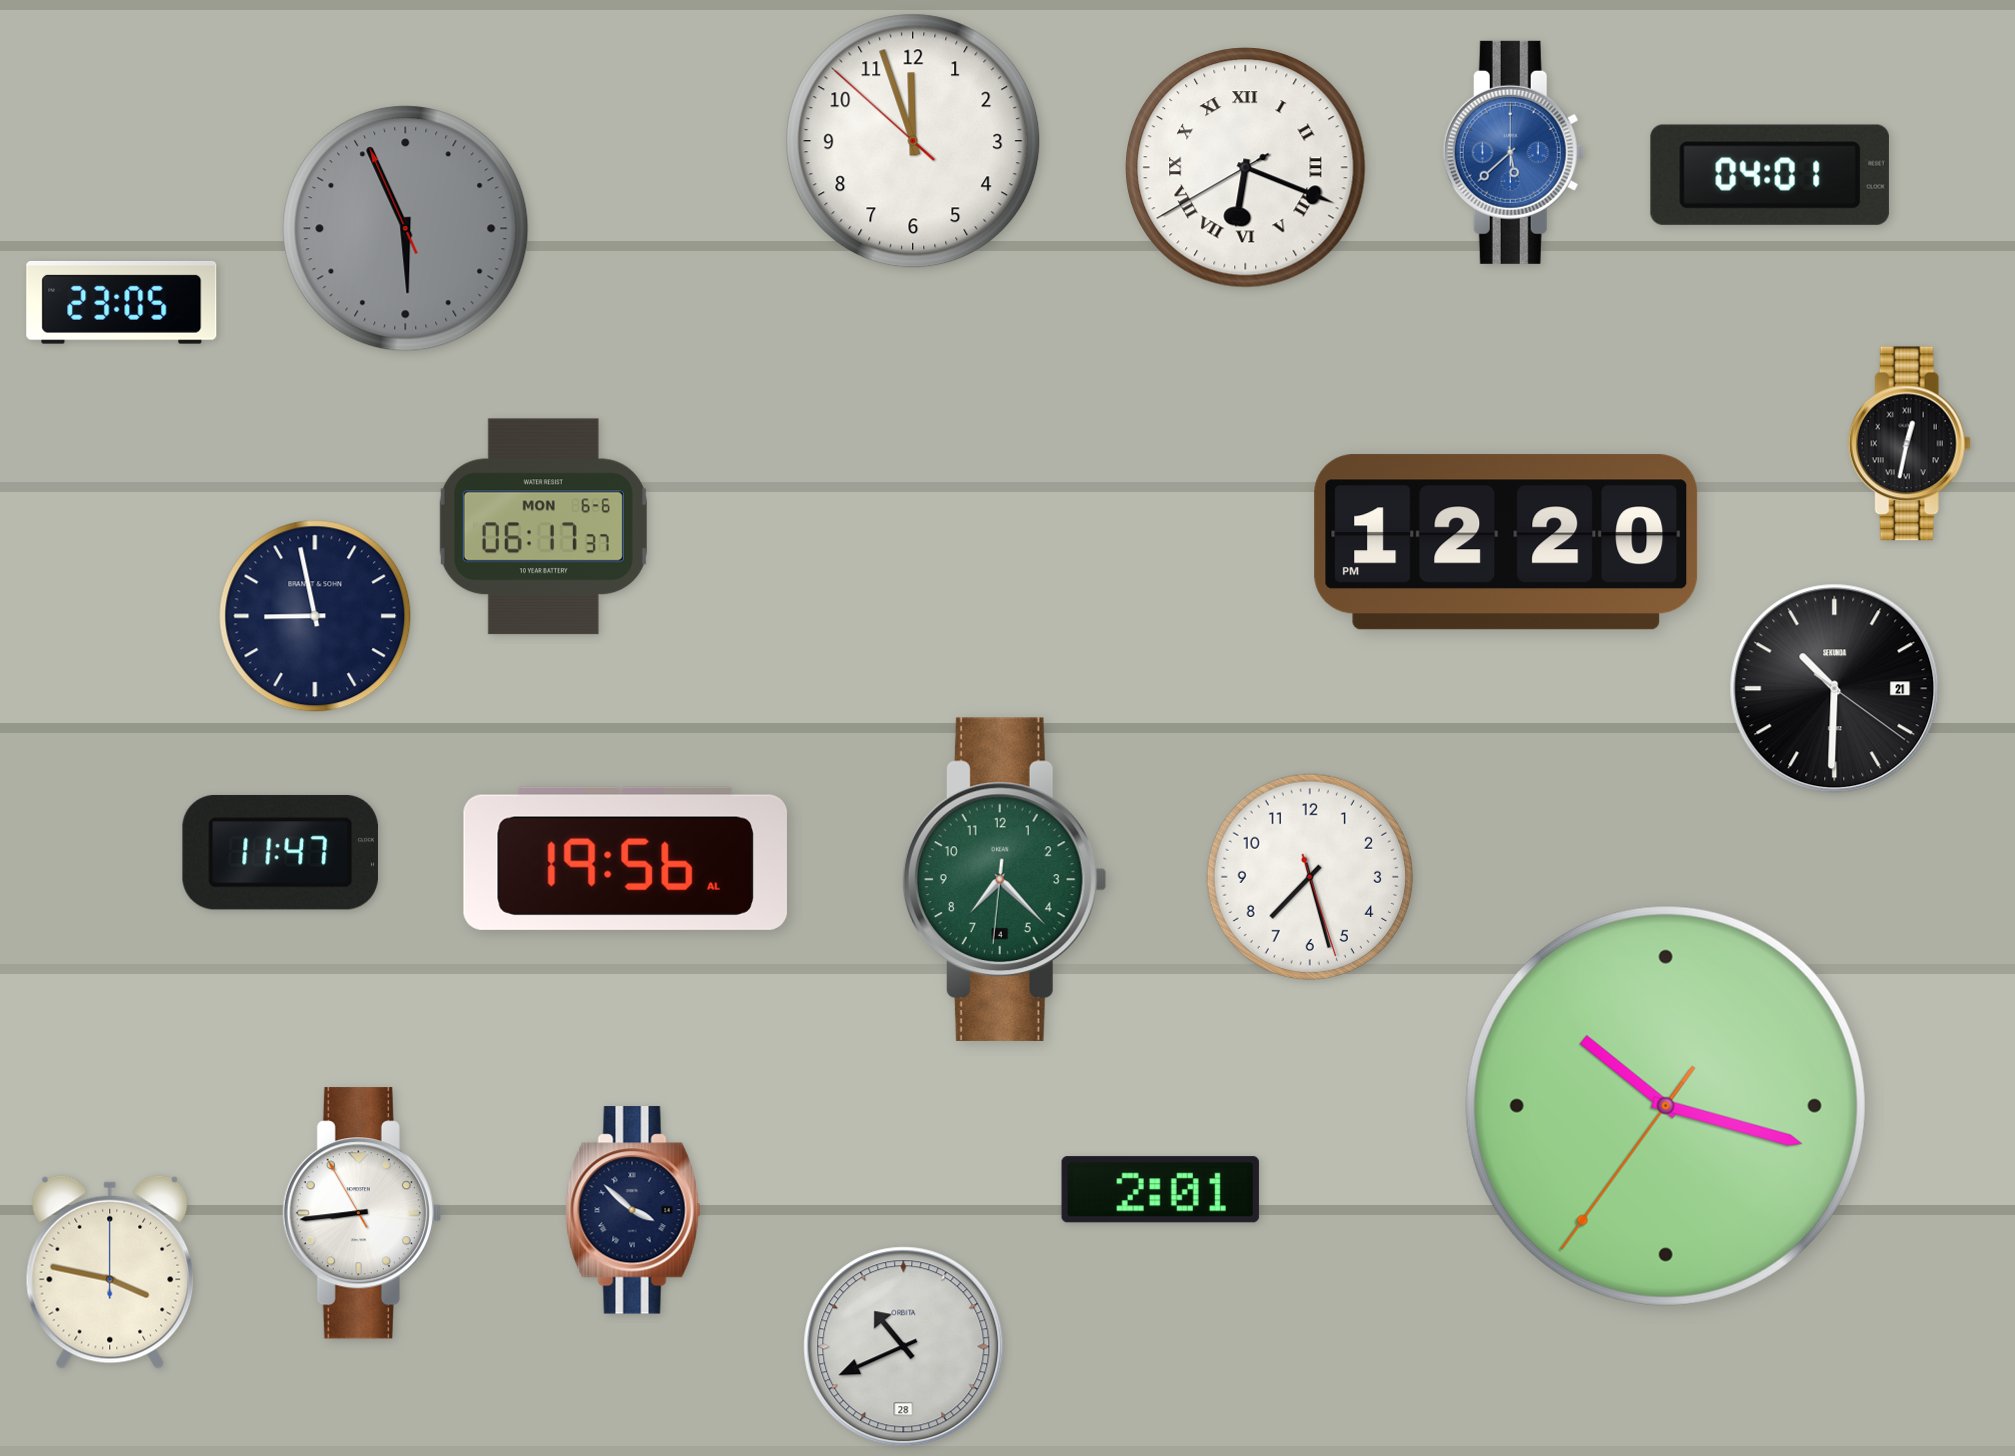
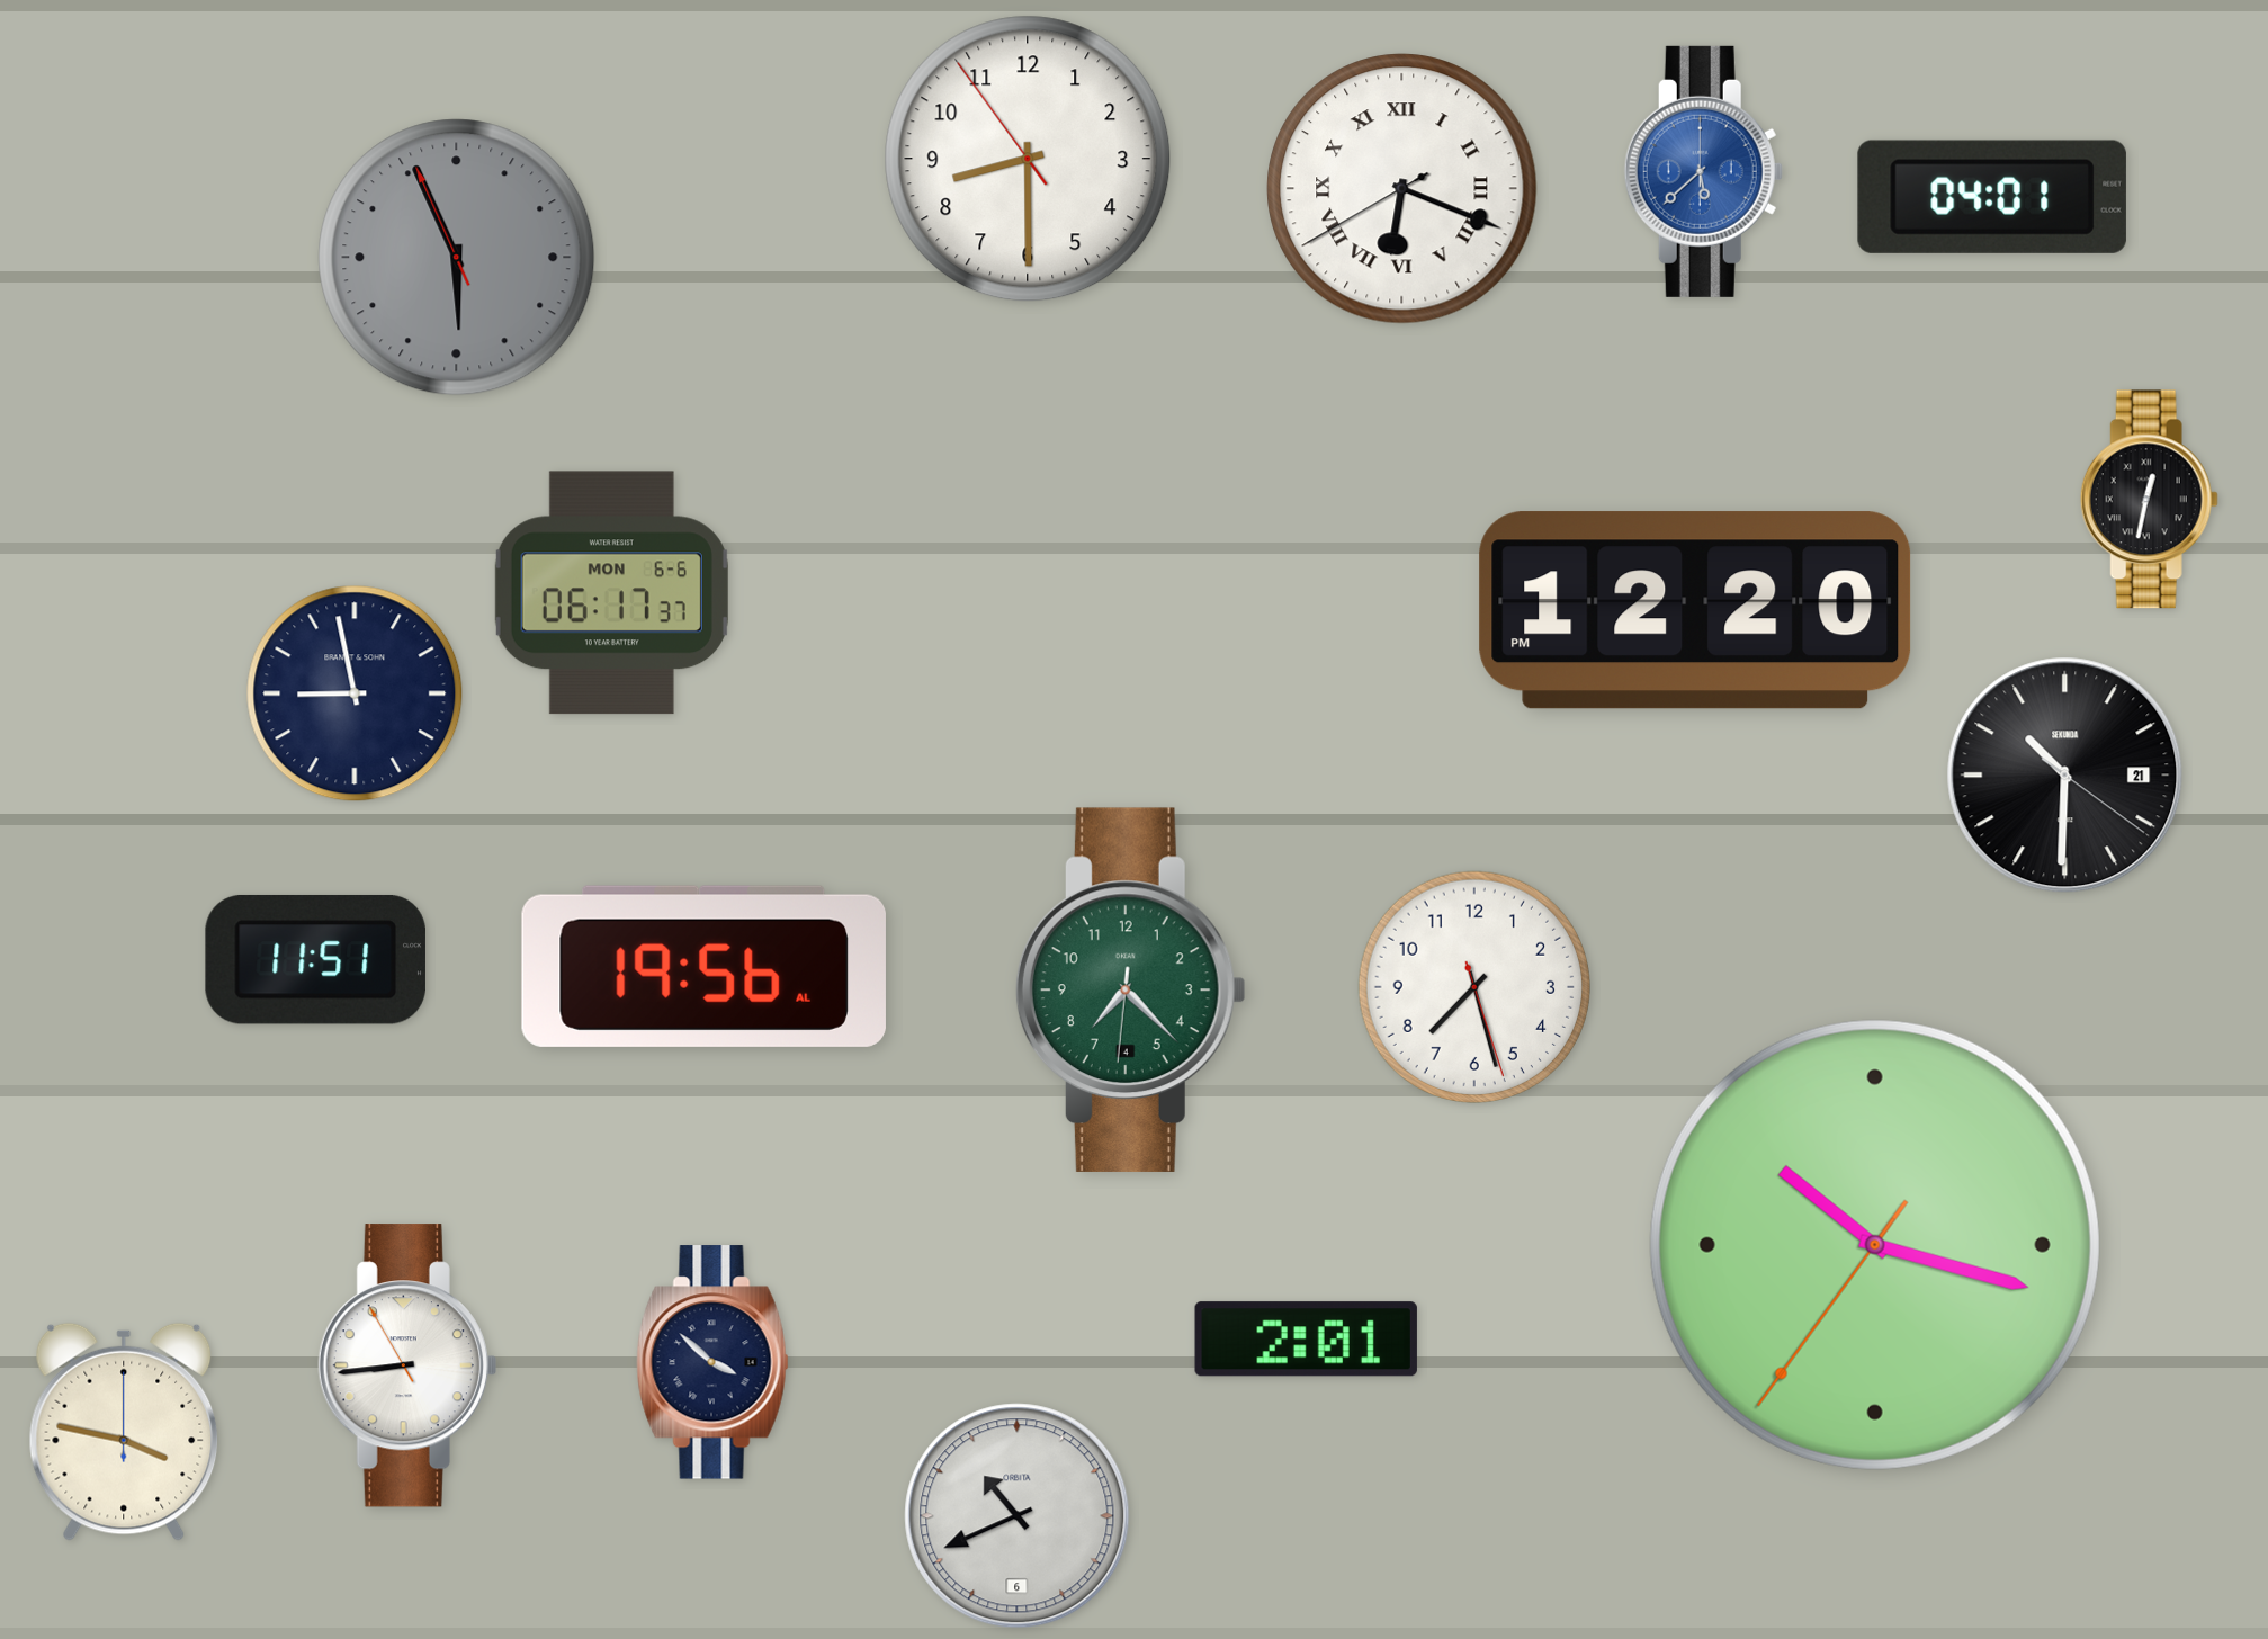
clock at (913, 141): 11:56 -> 8:29
clock at (122, 302): 23:05 -> none
clock at (280, 852): 11:47 -> 11:51
clock at (904, 1347) date: 28 -> 6
